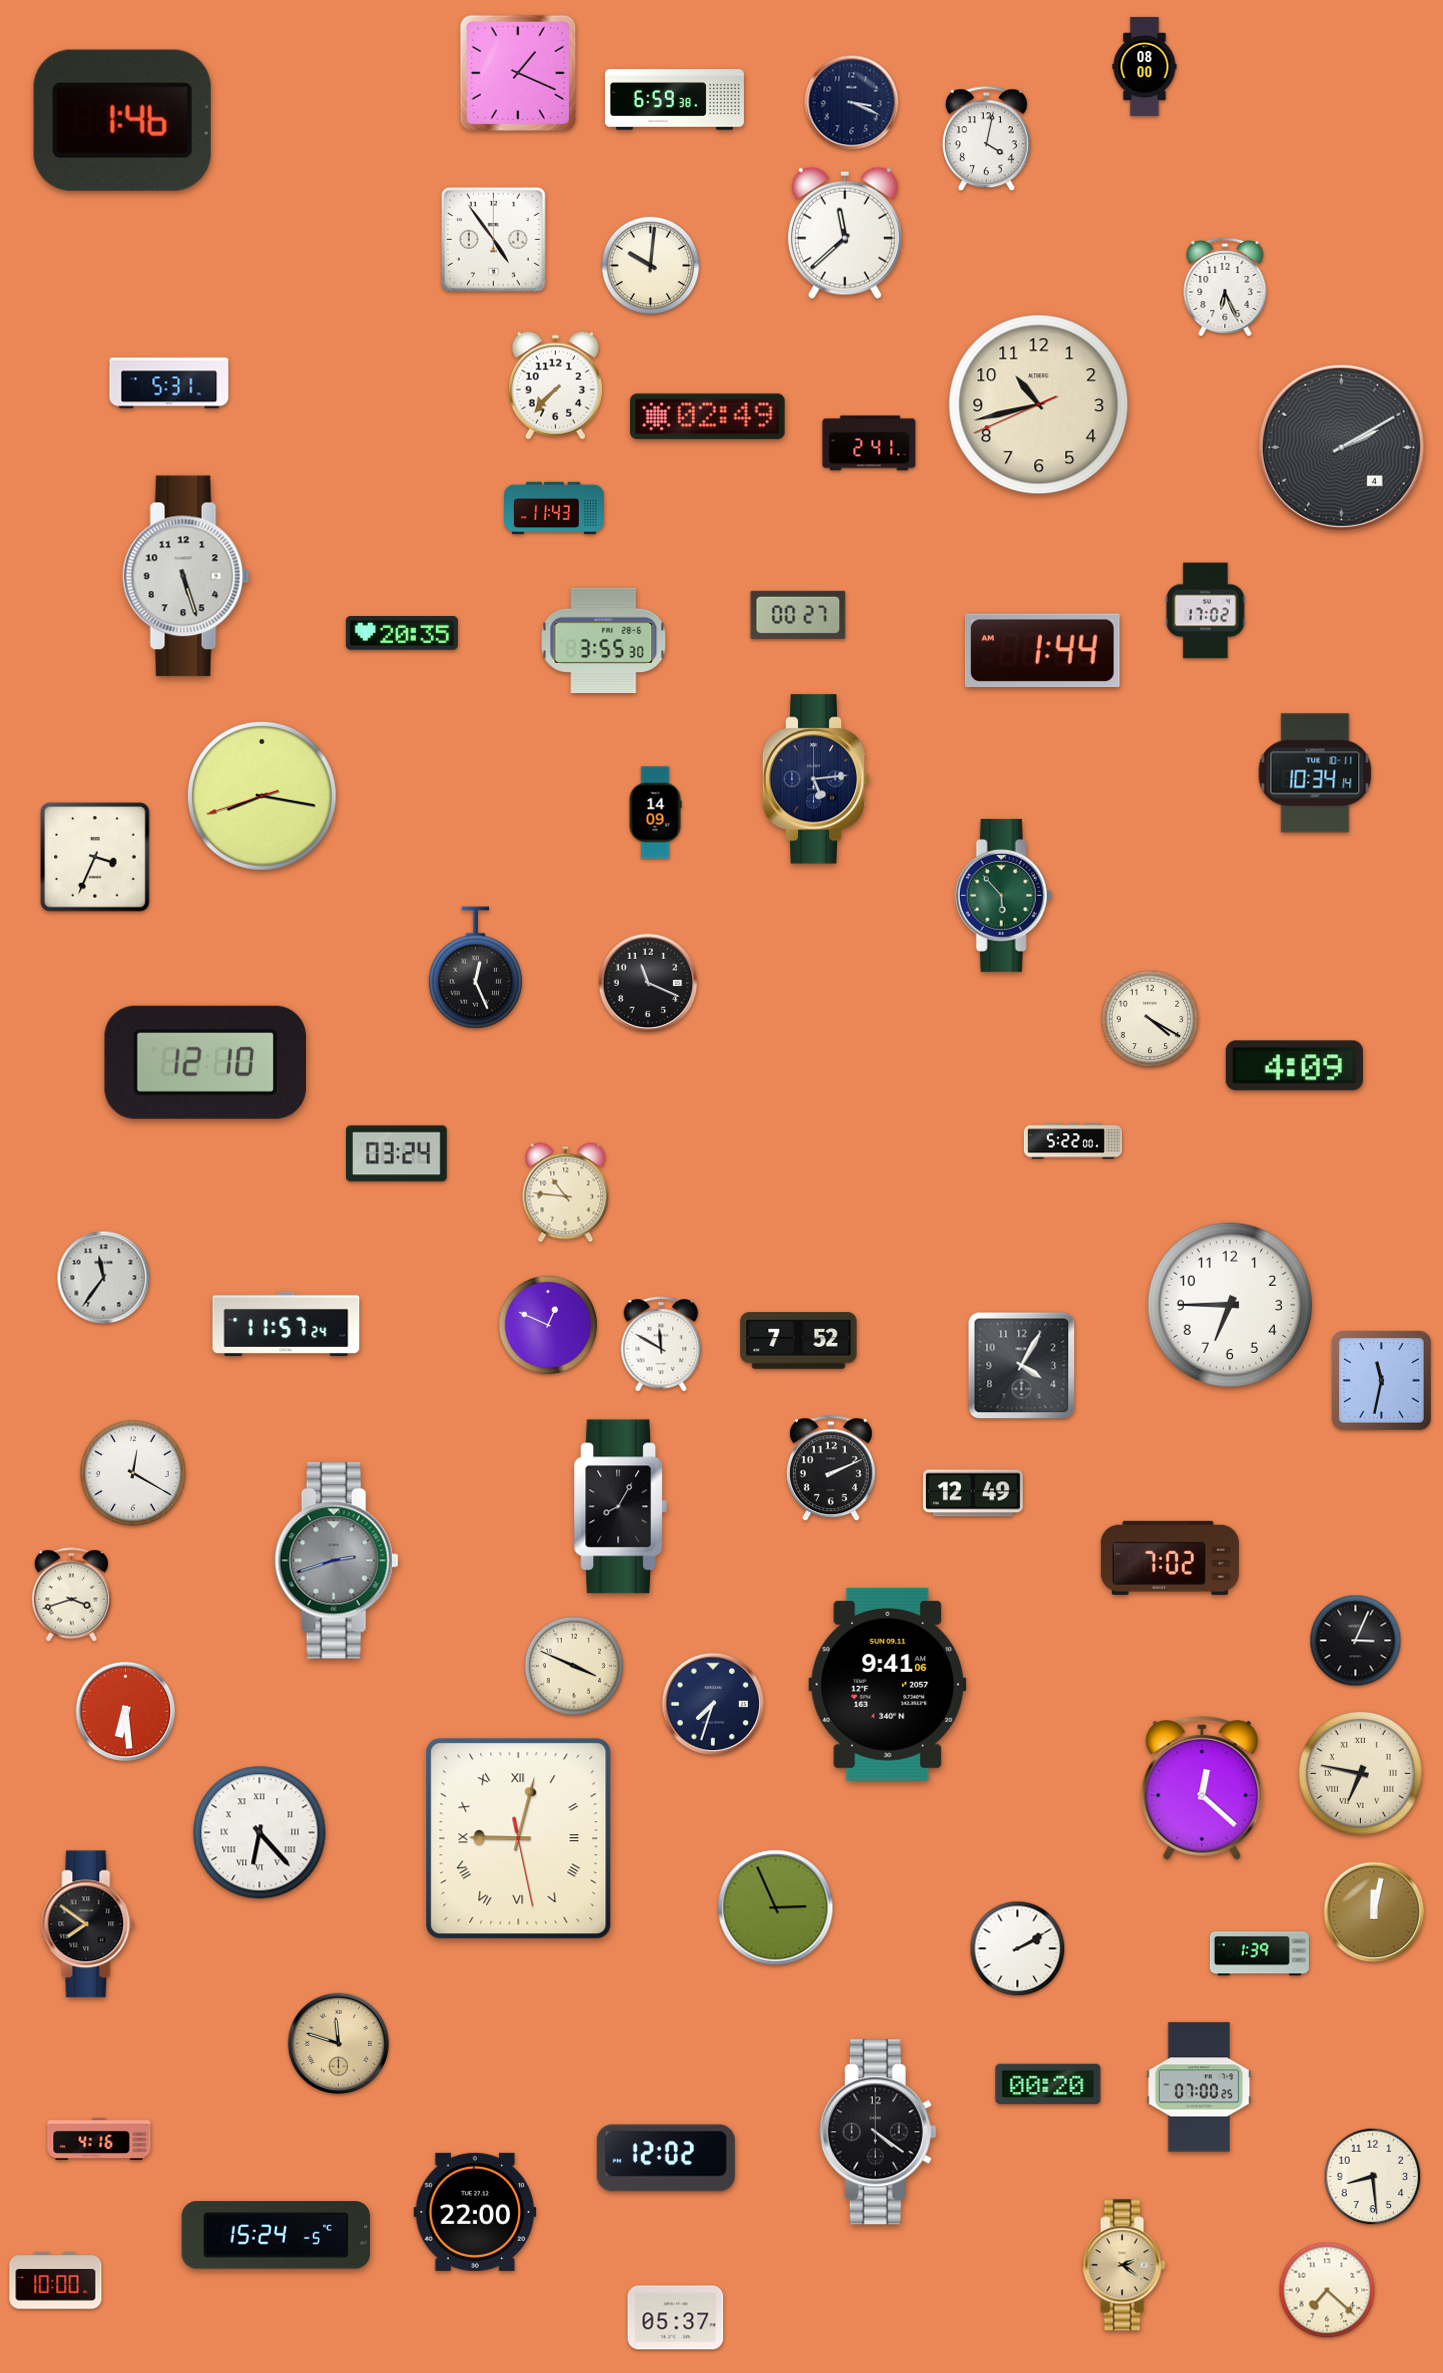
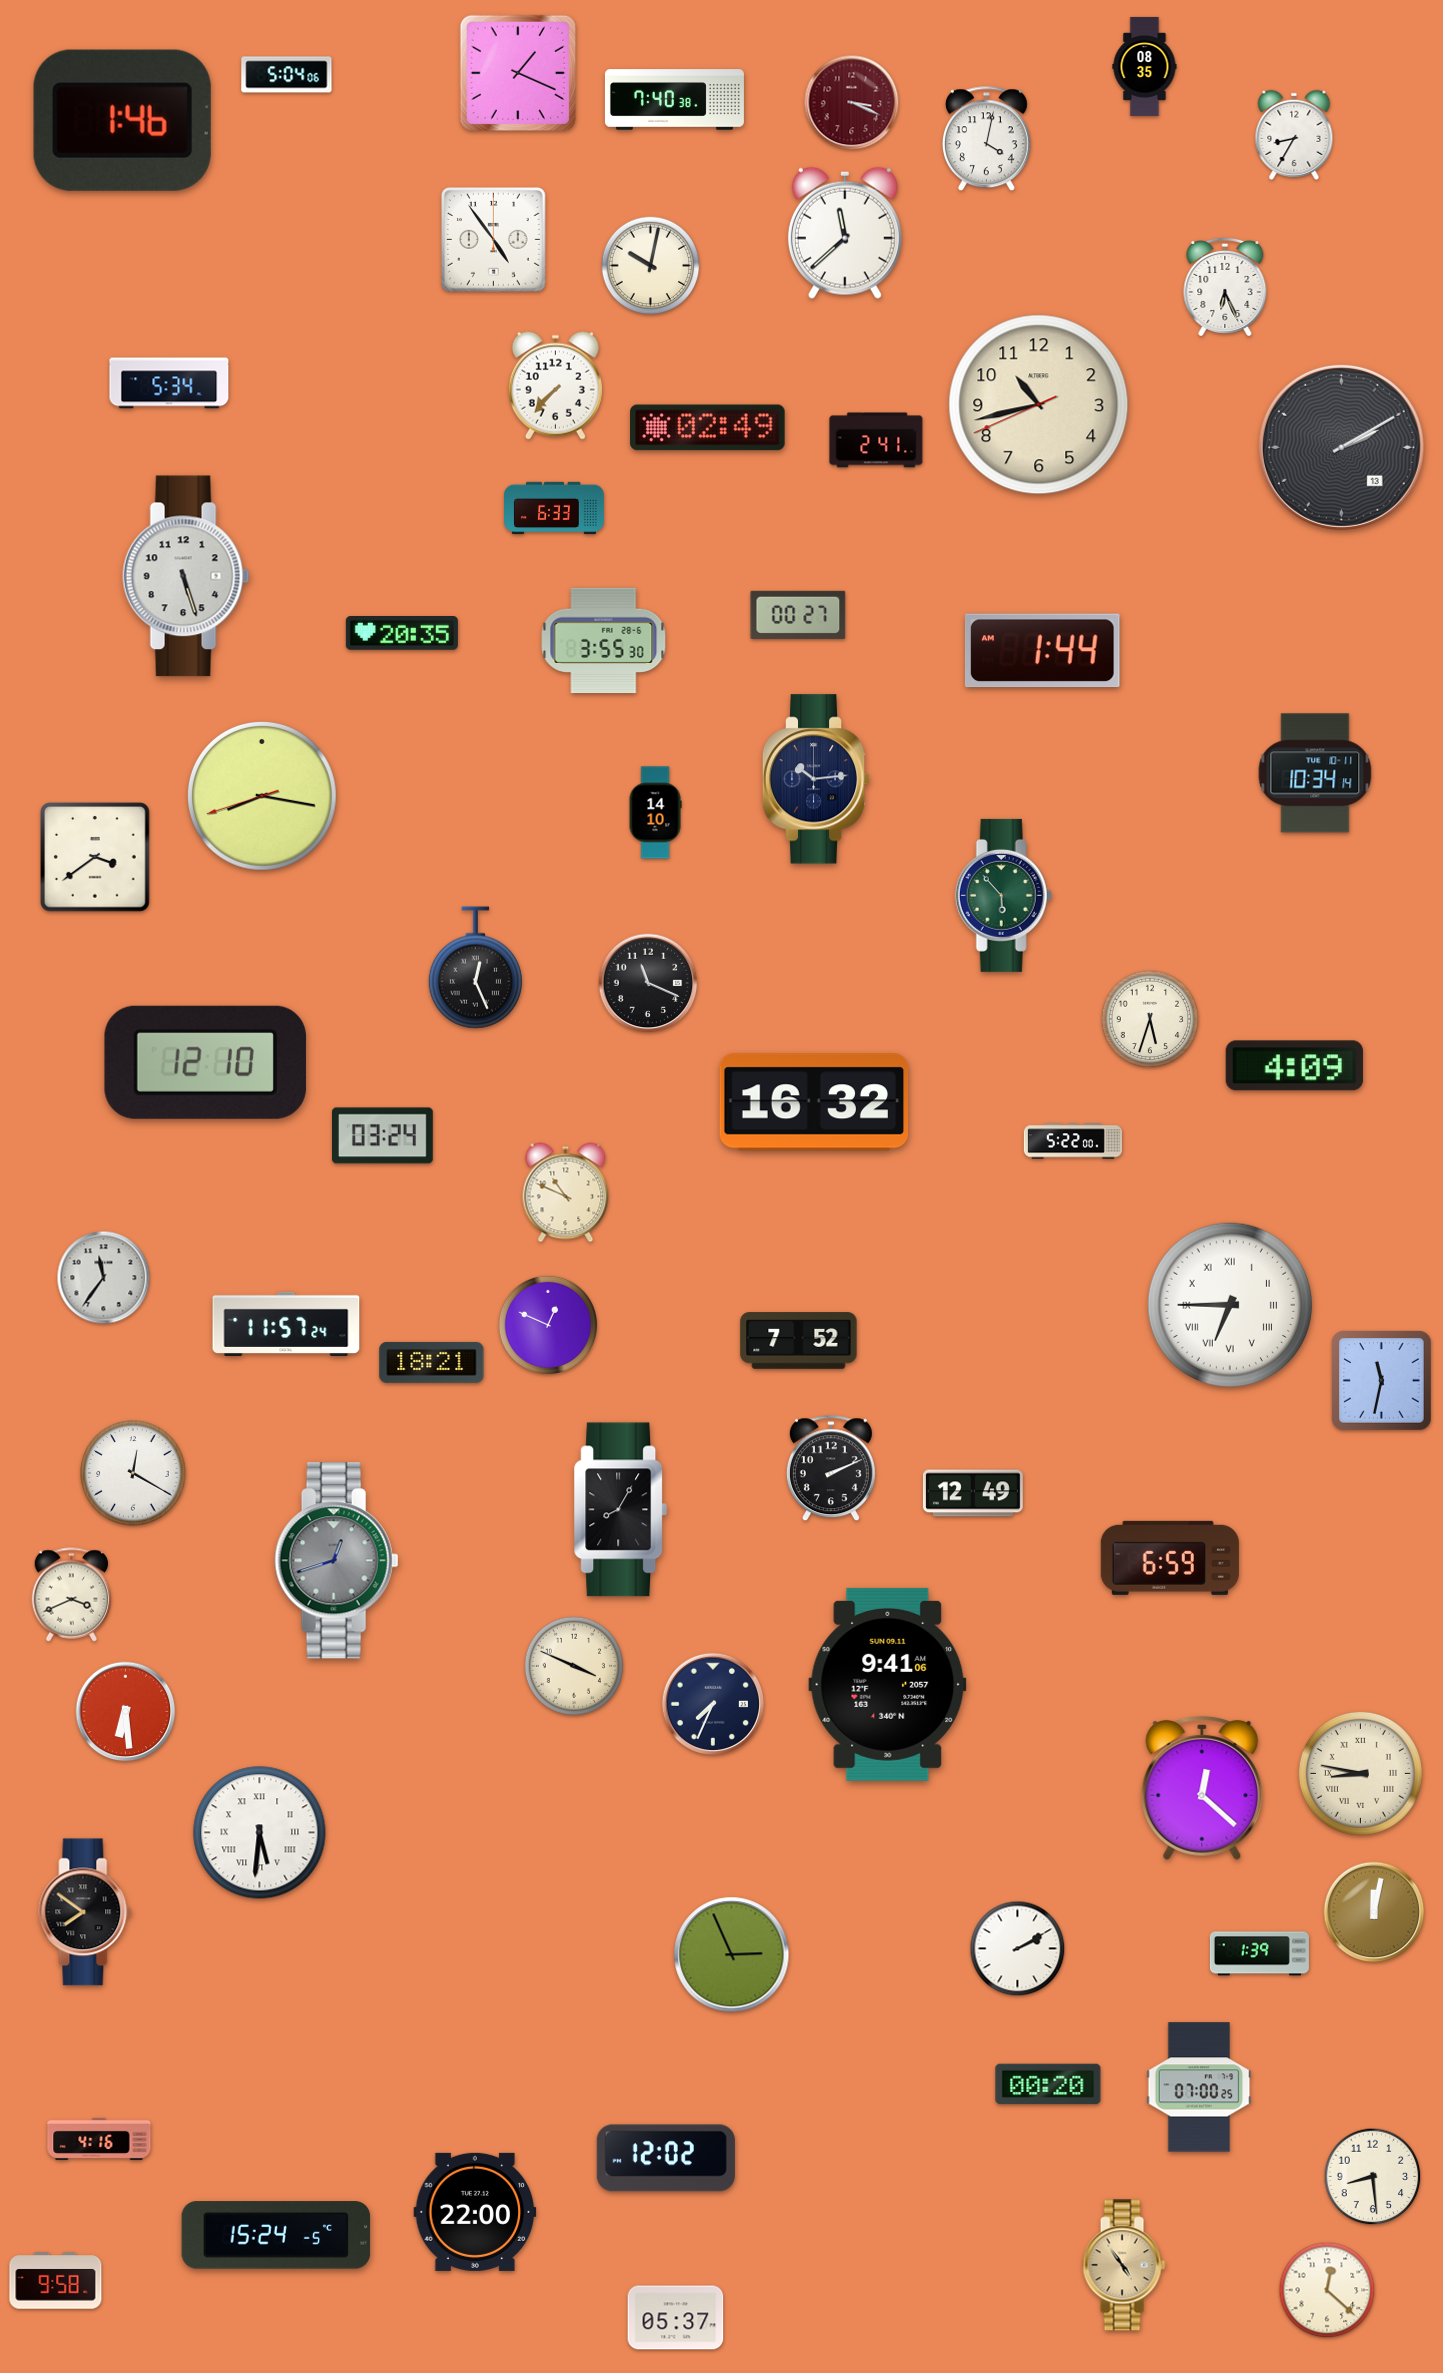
clock at (1145, 66): 08:00 -> 08:35
clock at (287, 75): none -> 5:04
clock at (674, 100): 6:59 -> 7:40
clock at (852, 103) dial: navy -> burgundy
clock at (1294, 135): none -> 8:35
clock at (651, 266): 10:01 -> 10:02
clock at (169, 383): 5:31 -> 5:34
clock at (708, 417) position: (708, 417) -> (708, 428)
clock at (869, 443) position: (869, 443) -> (876, 440)
clock at (1341, 447) date: 4 -> 13
clock at (555, 508): 11:43 -> 6:33
clock at (1205, 611): 17:02 -> none
clock at (816, 779): 5:14 -> 10:14
clock at (655, 813): 14:09 -> 14:10
clock at (95, 857): 3:34 -> 3:39
clock at (1150, 1019): 4:20 -> 5:33
clock at (814, 1102): none -> 16:32
clock at (397, 1154) position: (397, 1154) -> (383, 1136)
clock at (566, 1193): 10:46 -> 10:49
clock at (1229, 1304) numerals: Arabic -> Roman
clock at (661, 1344): 11:50 -> none
clock at (432, 1362): none -> 18:21
clock at (1022, 1366): 4:05 -> none
clock at (621, 1507) position: (621, 1507) -> (621, 1510)
clock at (1170, 1558): 7:02 -> 6:59
clock at (337, 1561): 2:42 -> 12:42
clock at (72, 1595): 3:42 -> 3:41
clock at (1356, 1641): 3:04 -> none
clock at (712, 1703): 7:33 -> 7:34
clock at (1360, 1773): 6:47 -> 8:47
clock at (260, 1833): 6:23 -> 5:31
clock at (519, 1839): 9:02 -> none
clock at (776, 1908) position: (776, 1908) -> (732, 1955)
clock at (88, 1924) position: (88, 1924) -> (85, 1912)
clock at (339, 2044): 11:48 -> none
clock at (878, 2132): 4:21 -> none
clock at (1124, 2265): 2:21 -> 4:54
clock at (56, 2281): 10:00 -> 9:58
clock at (1327, 2290): 7:22 -> 12:22
